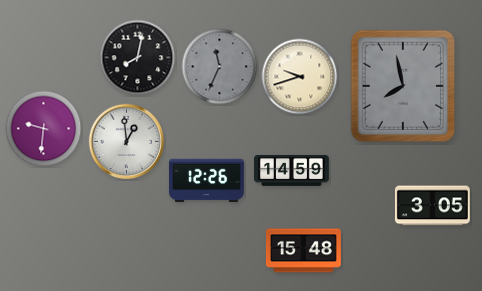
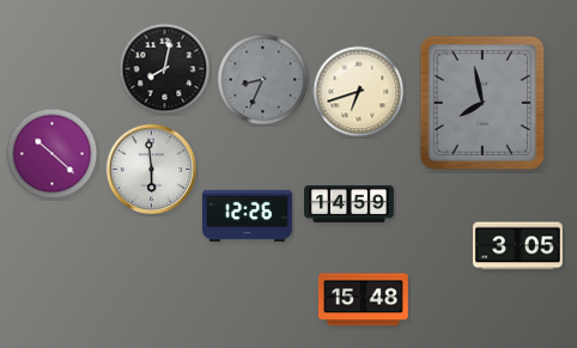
clock at (220, 67): 11:34 -> 8:34
clock at (300, 77): 9:42 -> 6:42
clock at (44, 129): 9:31 -> 10:22
clock at (127, 142): 12:59 -> 5:59
